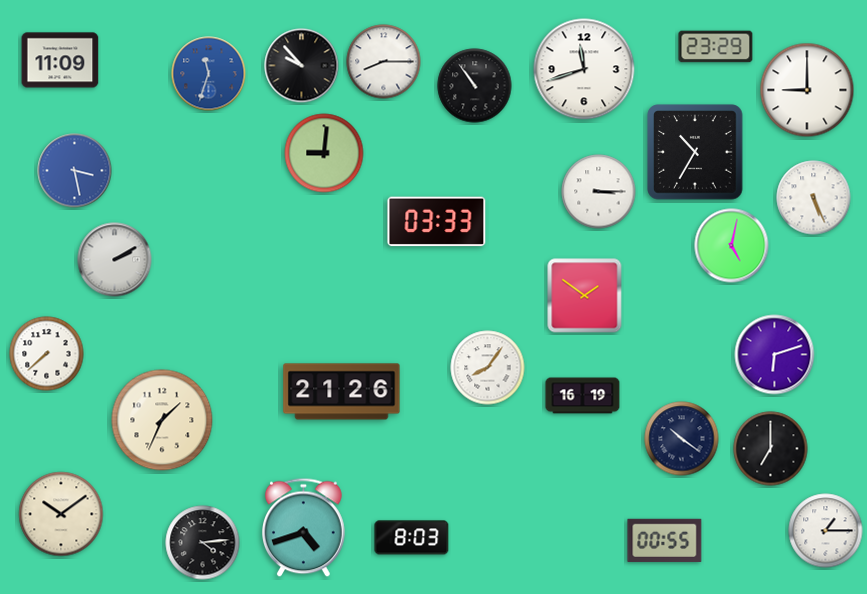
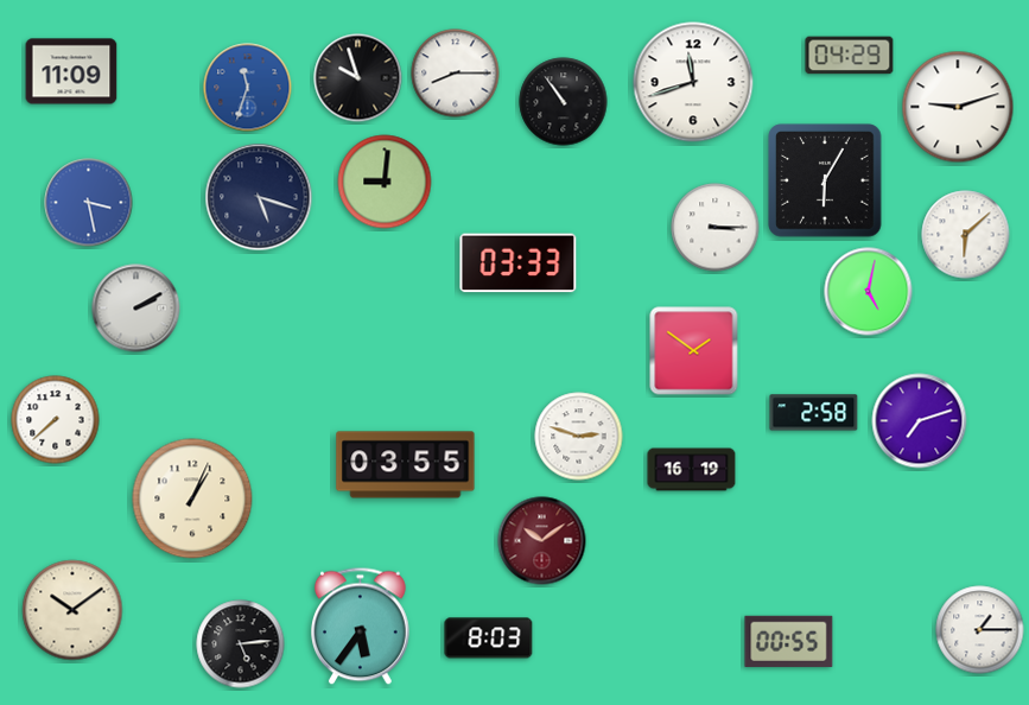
clock at (716, 47): 23:29 -> 04:29
clock at (302, 66): 9:53 -> 9:57
clock at (807, 90): 9:00 -> 9:12
clock at (695, 152): 10:35 -> 6:05
clock at (259, 197): none -> 5:18
clock at (599, 192) position: (599, 192) -> (716, 228)
clock at (814, 198): 5:26 -> 6:08
clock at (814, 413): none -> 2:58
clock at (775, 355): 6:12 -> 7:12
clock at (488, 368): 8:06 -> 2:48
clock at (342, 392): 21:26 -> 03:55
clock at (162, 420): 1:34 -> 1:04
clock at (682, 439): 10:21 -> none
clock at (771, 449): 7:00 -> none
clock at (542, 541): none -> 10:09
clock at (304, 528): 4:42 -> 5:36
clock at (203, 543): 4:14 -> 5:14
